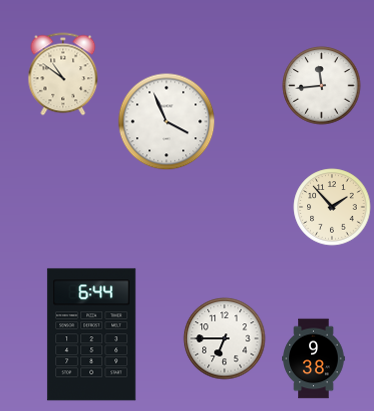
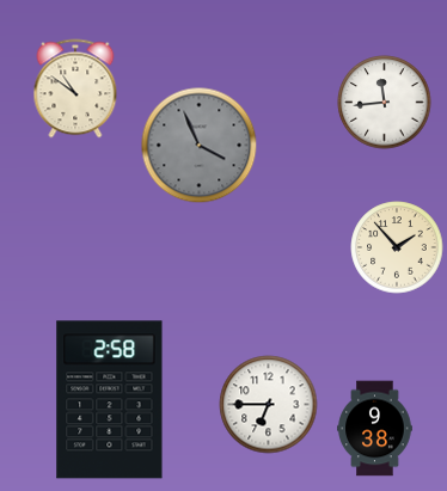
clock at (167, 122) dial: white -> grey
clock at (92, 335): 6:44 -> 2:58
